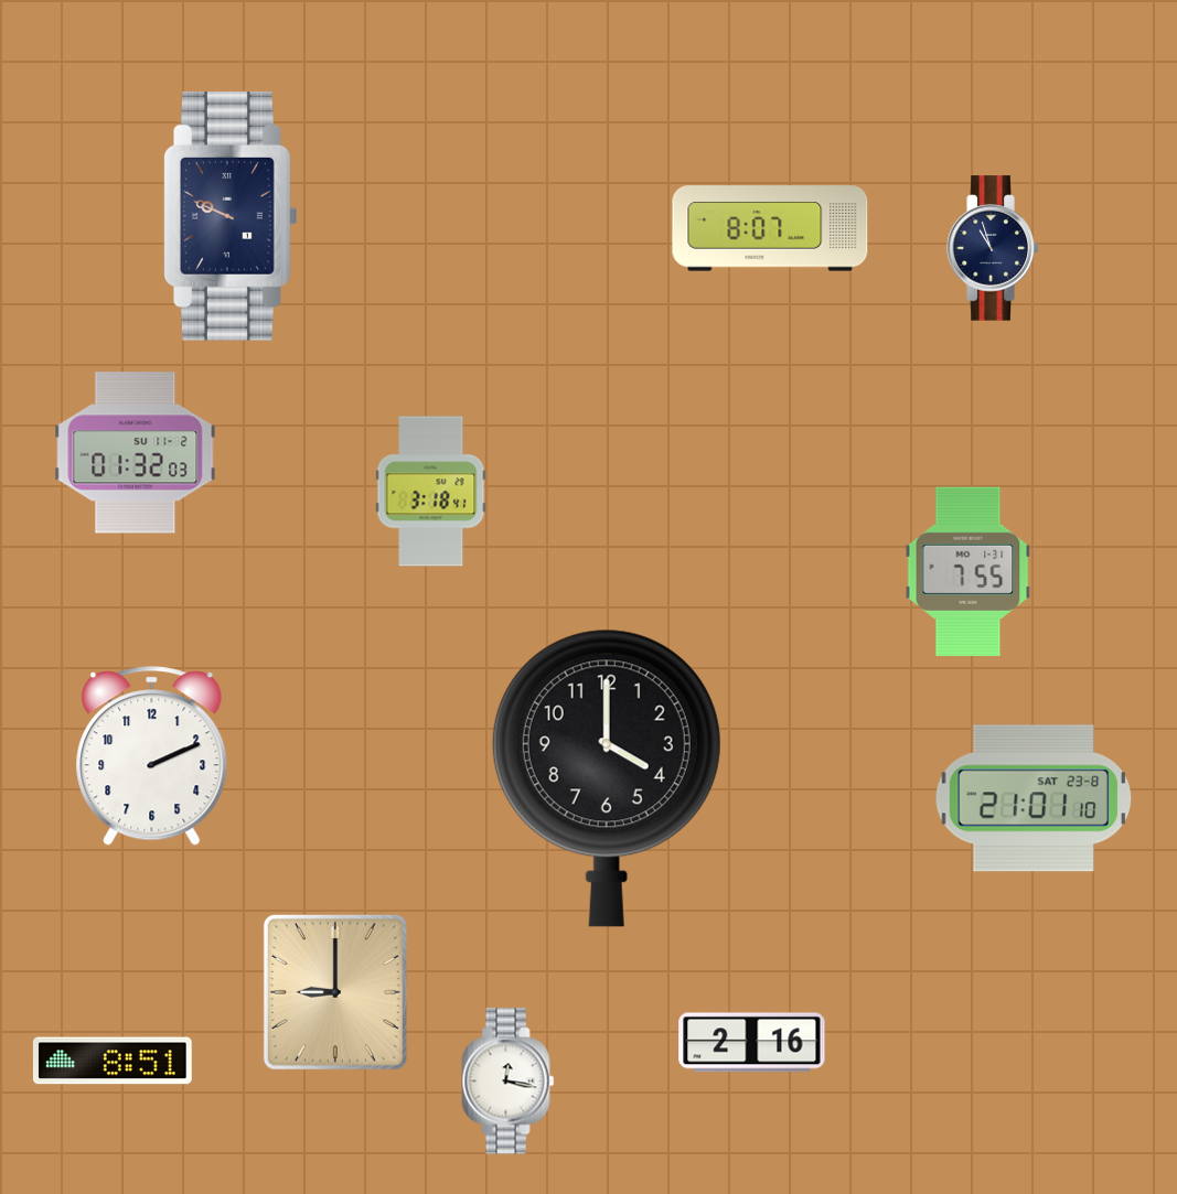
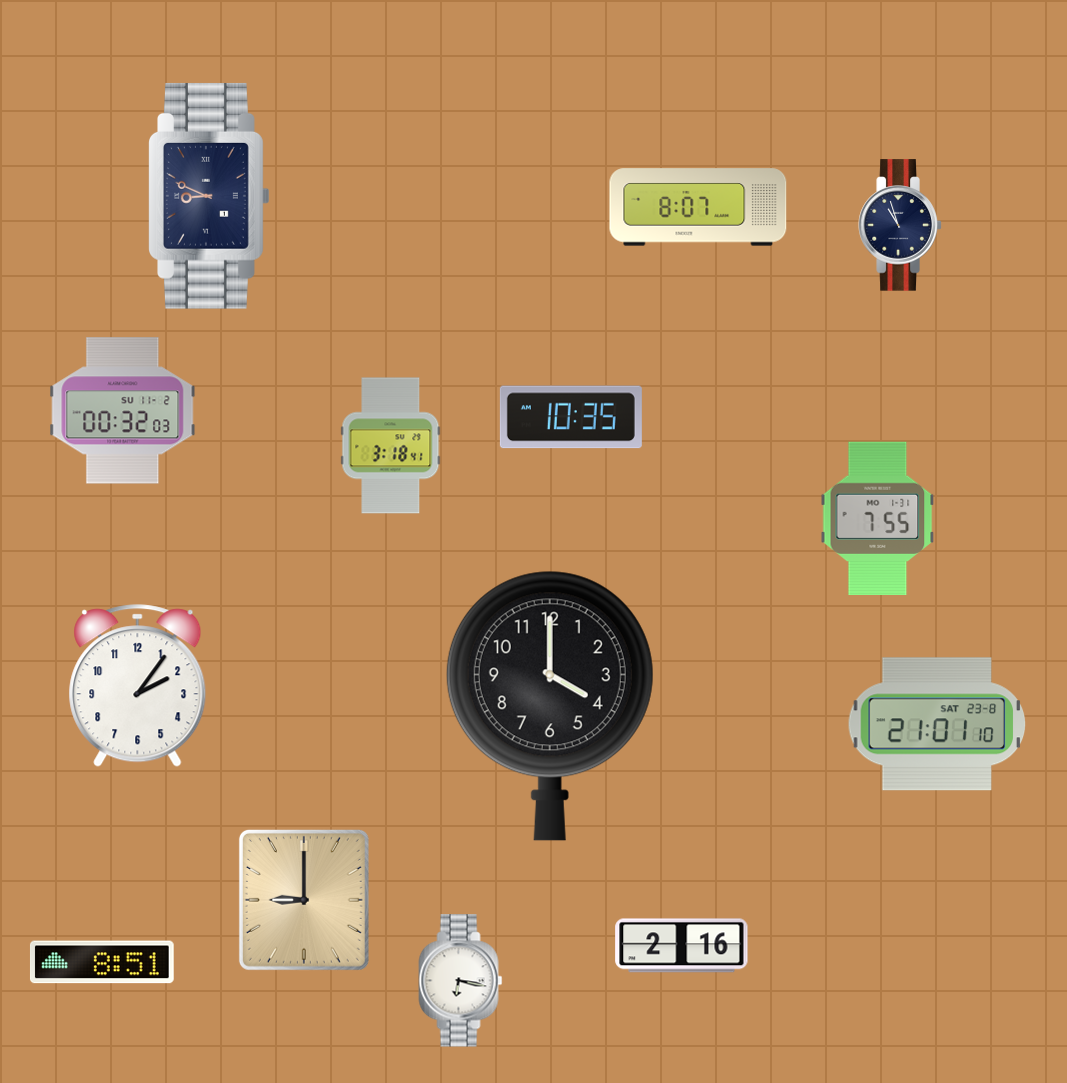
clock at (232, 216): 9:49 -> 8:49
clock at (136, 453): 01:32 -> 00:32
clock at (571, 417): none -> 10:35
clock at (152, 756): 2:11 -> 2:06
clock at (509, 1082): 12:17 -> 6:17
